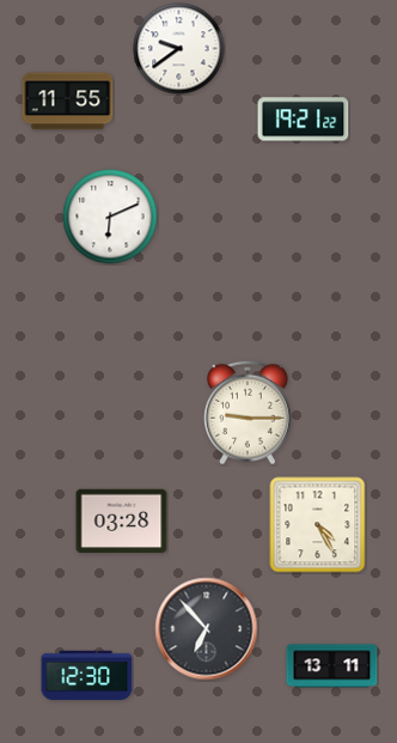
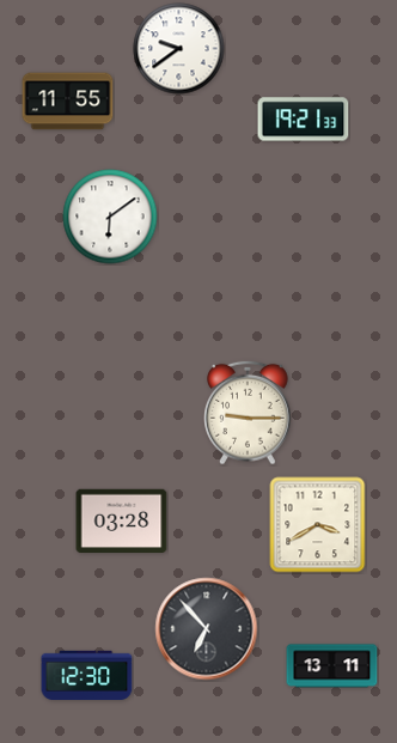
clock at (304, 120): 19:21:22 -> 19:21:33
clock at (110, 217): 6:11 -> 6:09
clock at (318, 525): 4:25 -> 3:40
